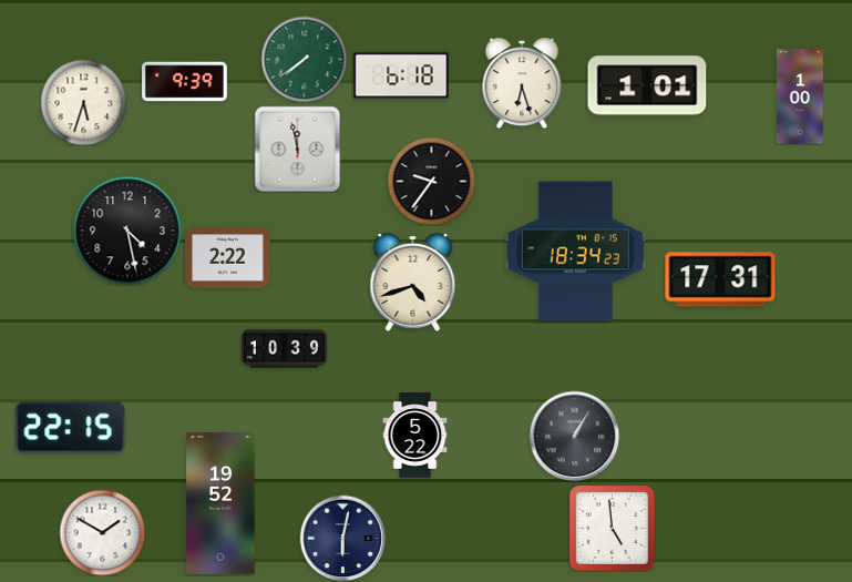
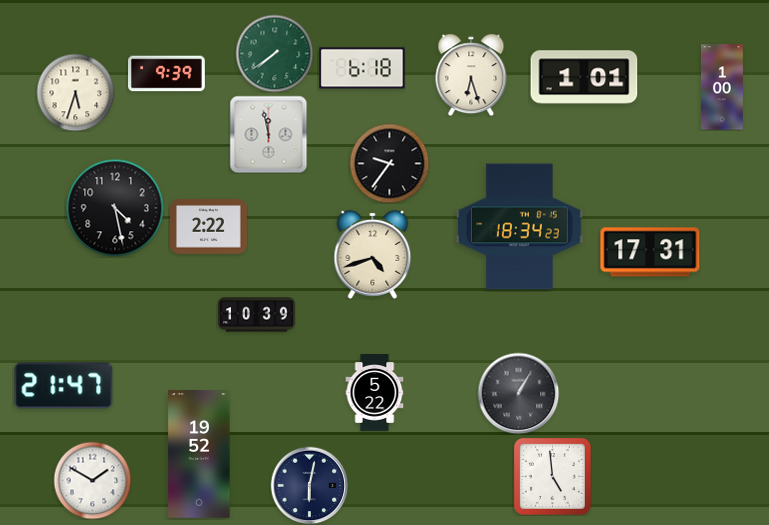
clock at (228, 258) position: (228, 258) -> (209, 227)
clock at (71, 428): 22:15 -> 21:47
